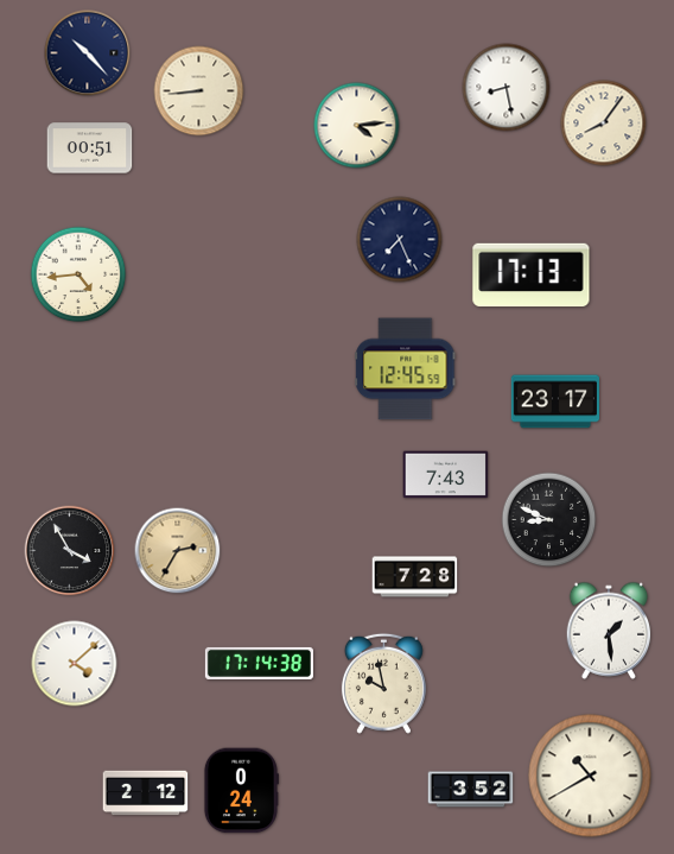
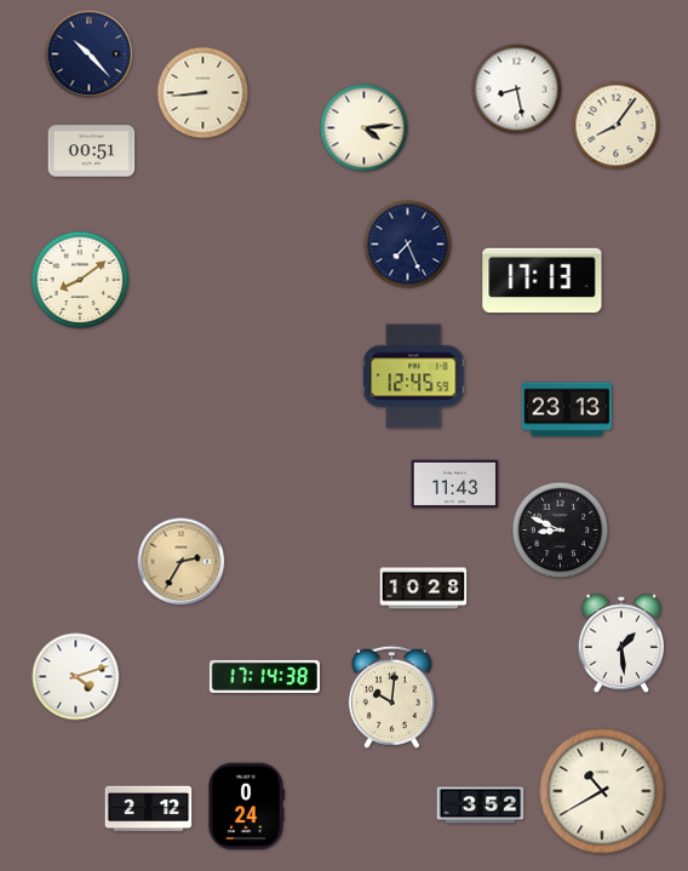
clock at (78, 274): 4:44 -> 8:09
clock at (554, 401): 23:17 -> 23:13
clock at (446, 475): 7:43 -> 11:43
clock at (70, 551): 3:55 -> none
clock at (415, 577): 7:28 -> 10:28
clock at (75, 664): 4:08 -> 4:12
clock at (383, 683): 9:58 -> 10:01
